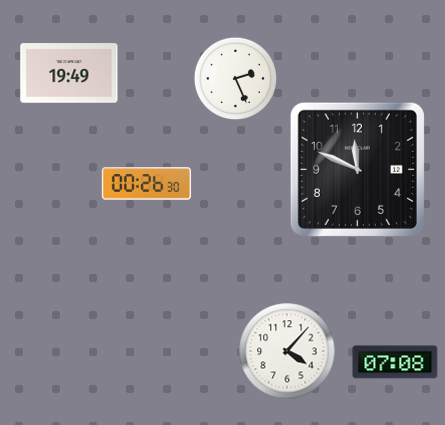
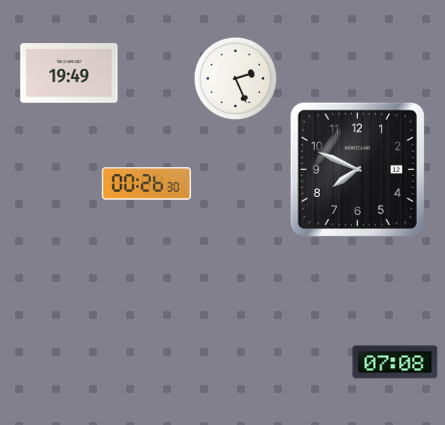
clock at (357, 169): 11:49 -> 7:49
clock at (287, 351): 4:07 -> none
